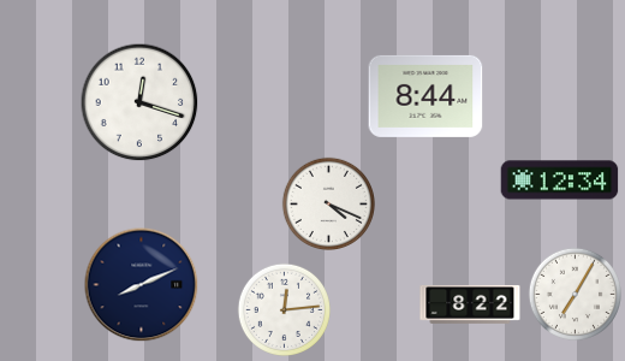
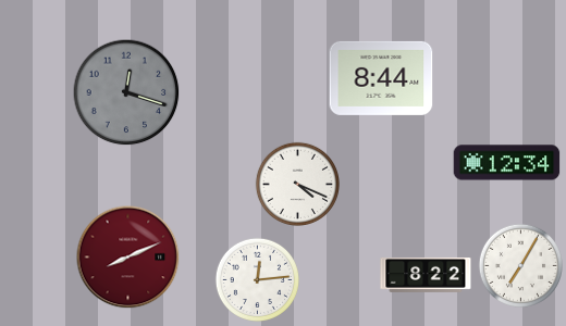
clock at (425, 96) position: (425, 96) -> (381, 78)
clock at (139, 102) dial: white -> grey
clock at (141, 284) dial: navy -> burgundy
